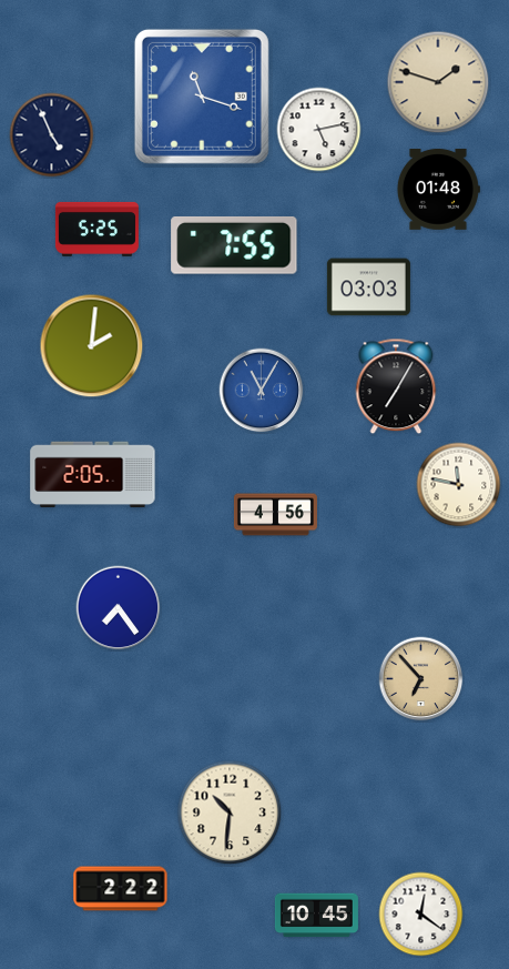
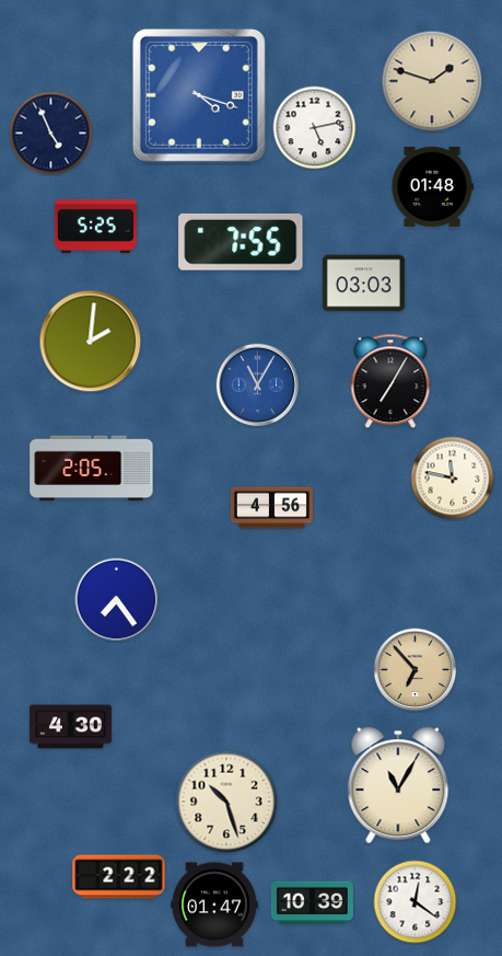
clock at (202, 97): 11:18 -> 4:18
clock at (234, 245) position: (234, 245) -> (241, 242)
clock at (70, 727): none -> 4:30
clock at (398, 785): none -> 11:05
clock at (230, 812): 10:31 -> 10:27
clock at (316, 916): 10:45 -> 10:39
clock at (214, 905): none -> 01:47
